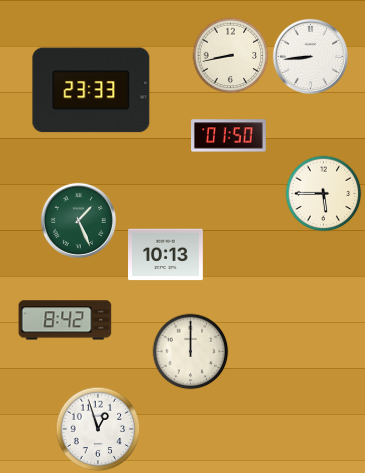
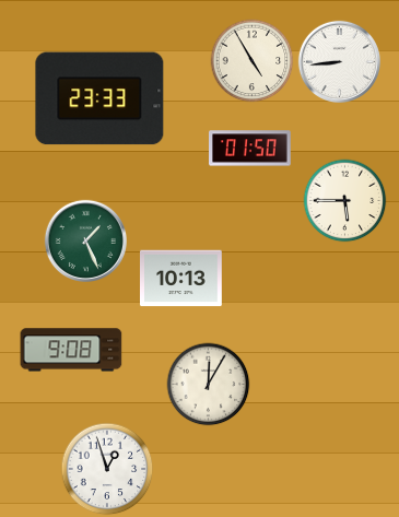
clock at (231, 56): 8:43 -> 4:55
clock at (324, 194) position: (324, 194) -> (345, 201)
clock at (65, 320): 8:42 -> 9:08
clock at (191, 352): 12:00 -> 12:05
